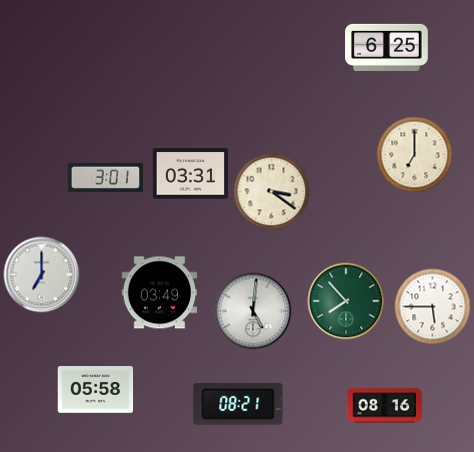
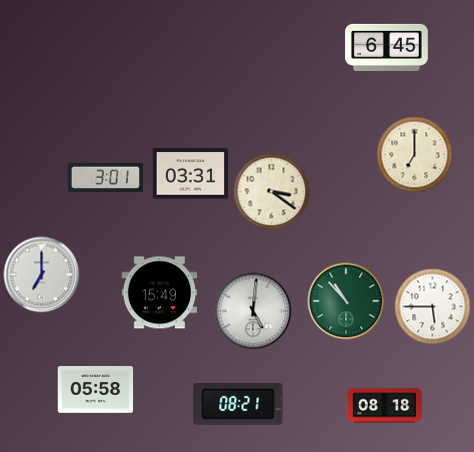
clock at (387, 47): 6:25 -> 6:45
clock at (160, 293): 03:49 -> 15:49
clock at (346, 301): 7:53 -> 10:53
clock at (385, 406): 08:16 -> 08:18
